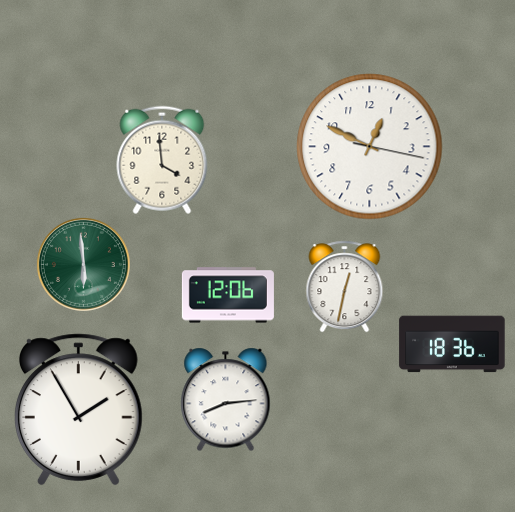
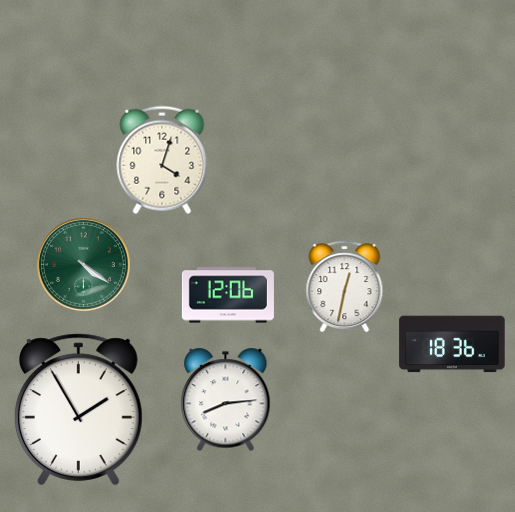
clock at (370, 147): 12:49 -> none
clock at (162, 160): 3:59 -> 4:03
clock at (83, 264): 5:59 -> 4:21
